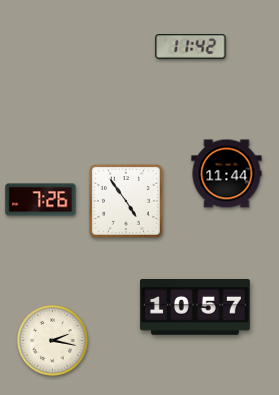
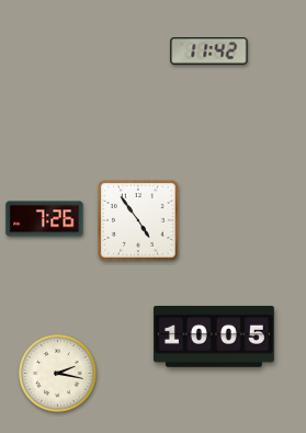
clock at (227, 174): 11:44 -> none
clock at (195, 308): 10:57 -> 10:05
